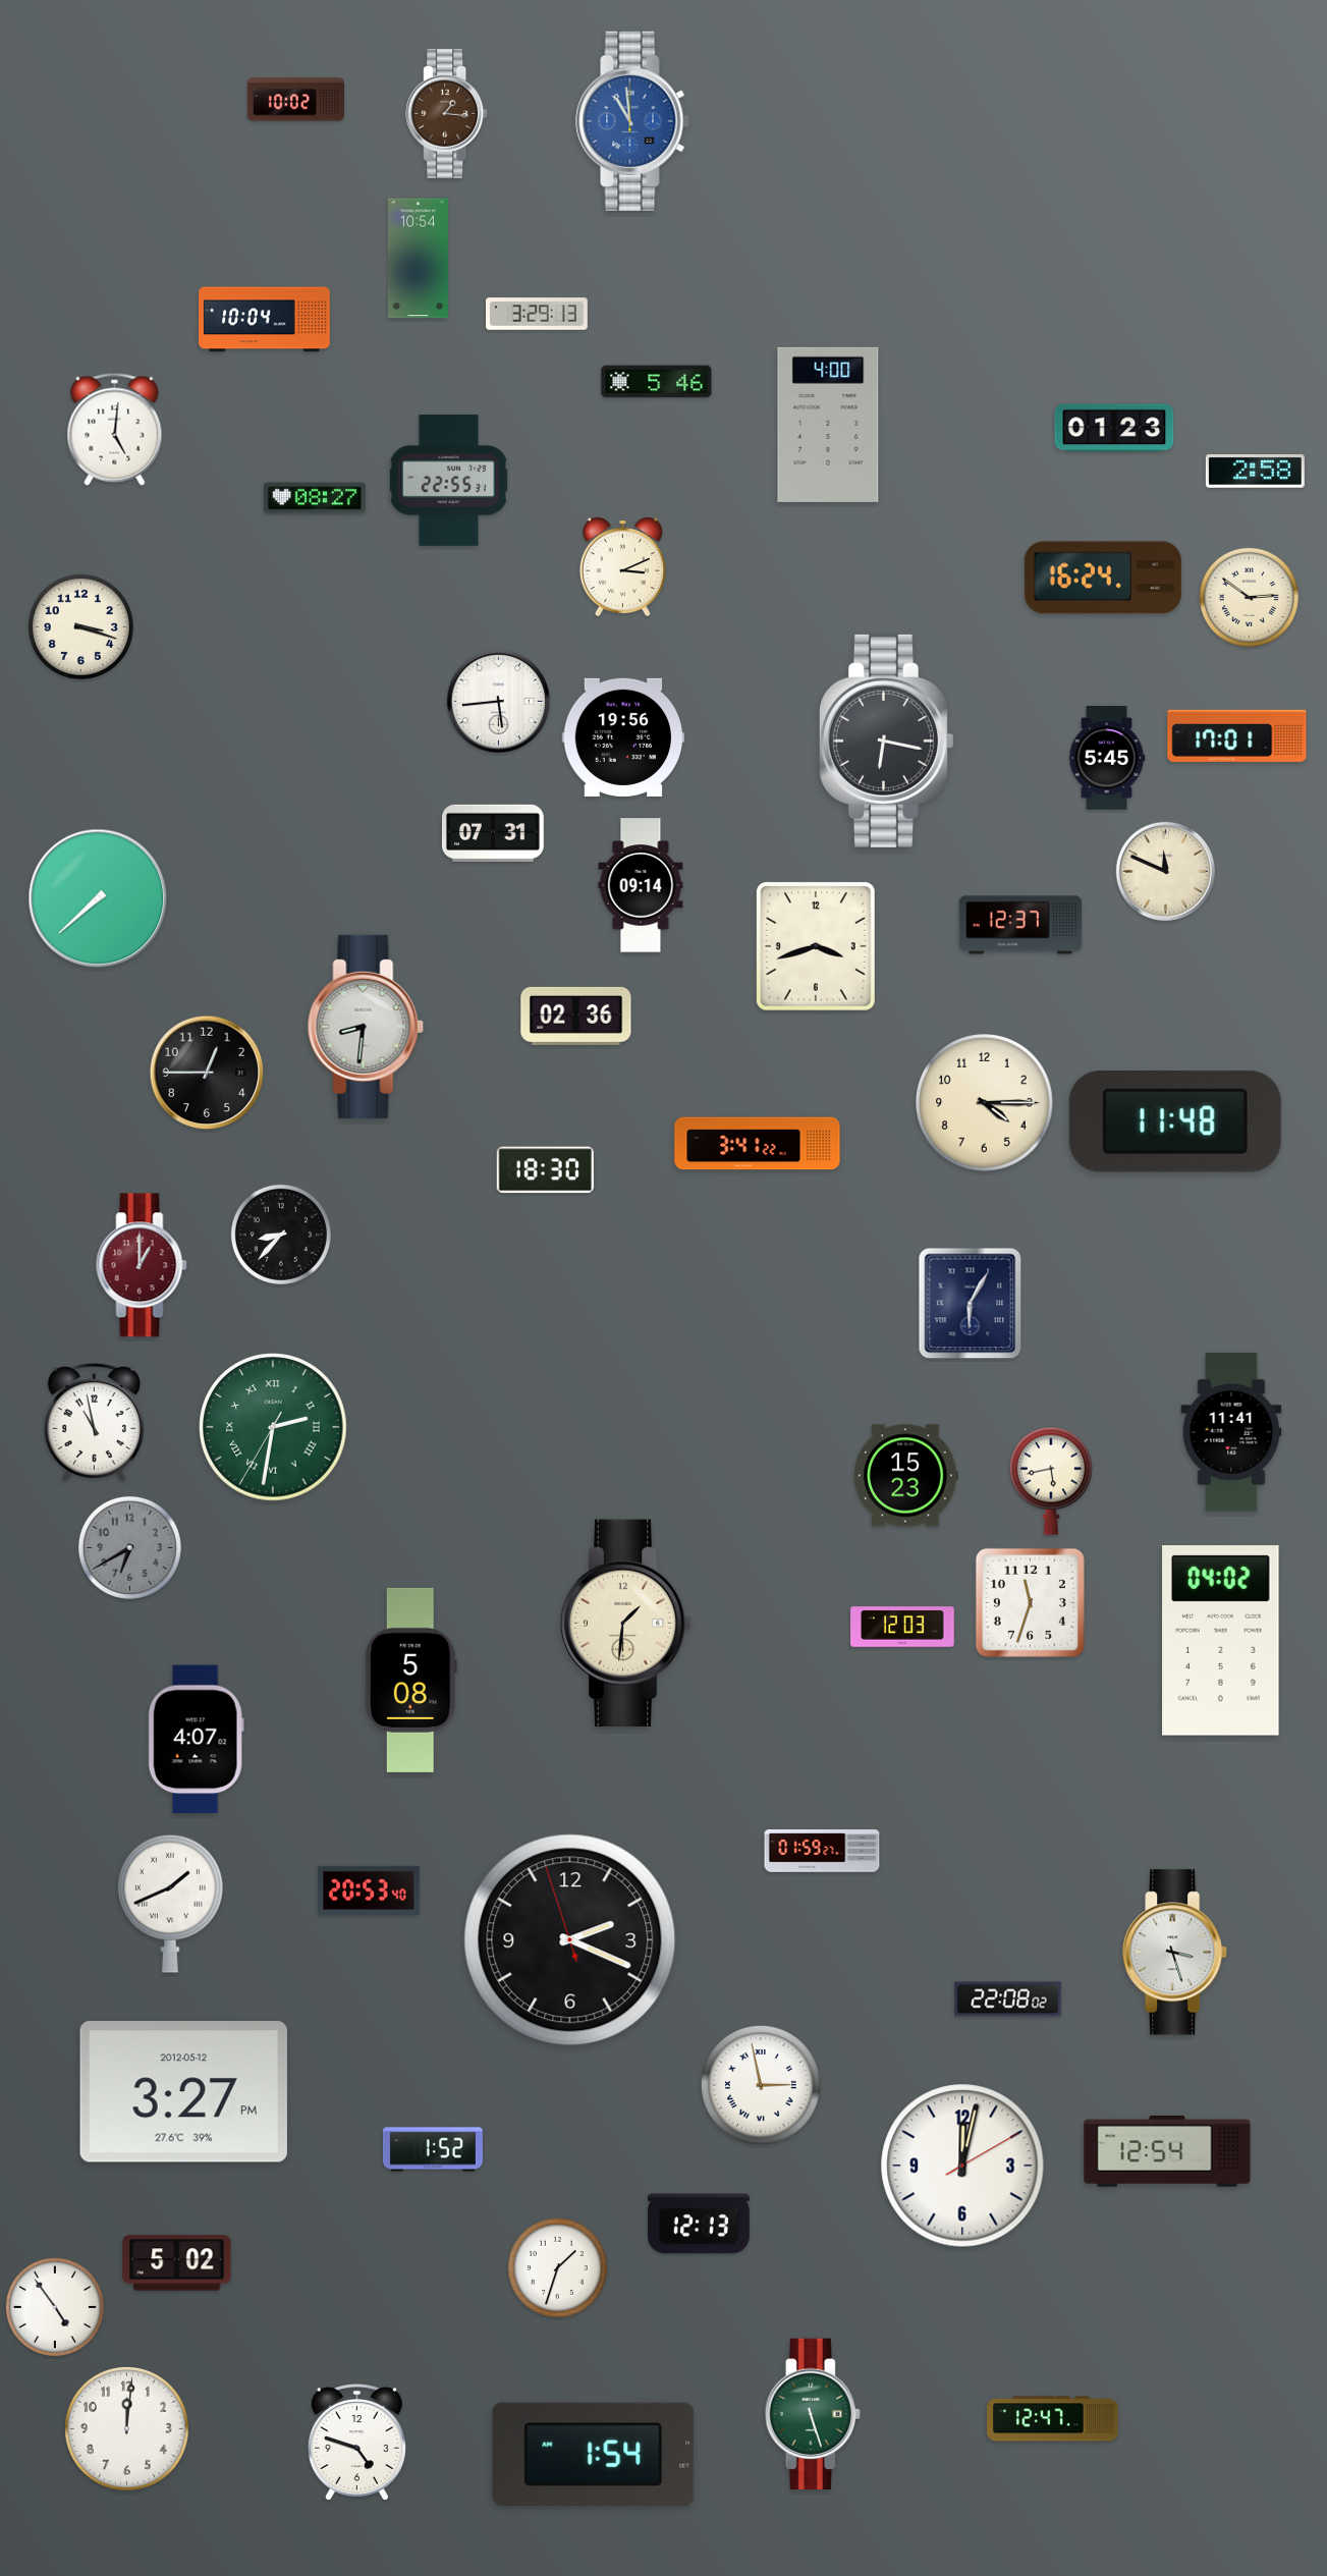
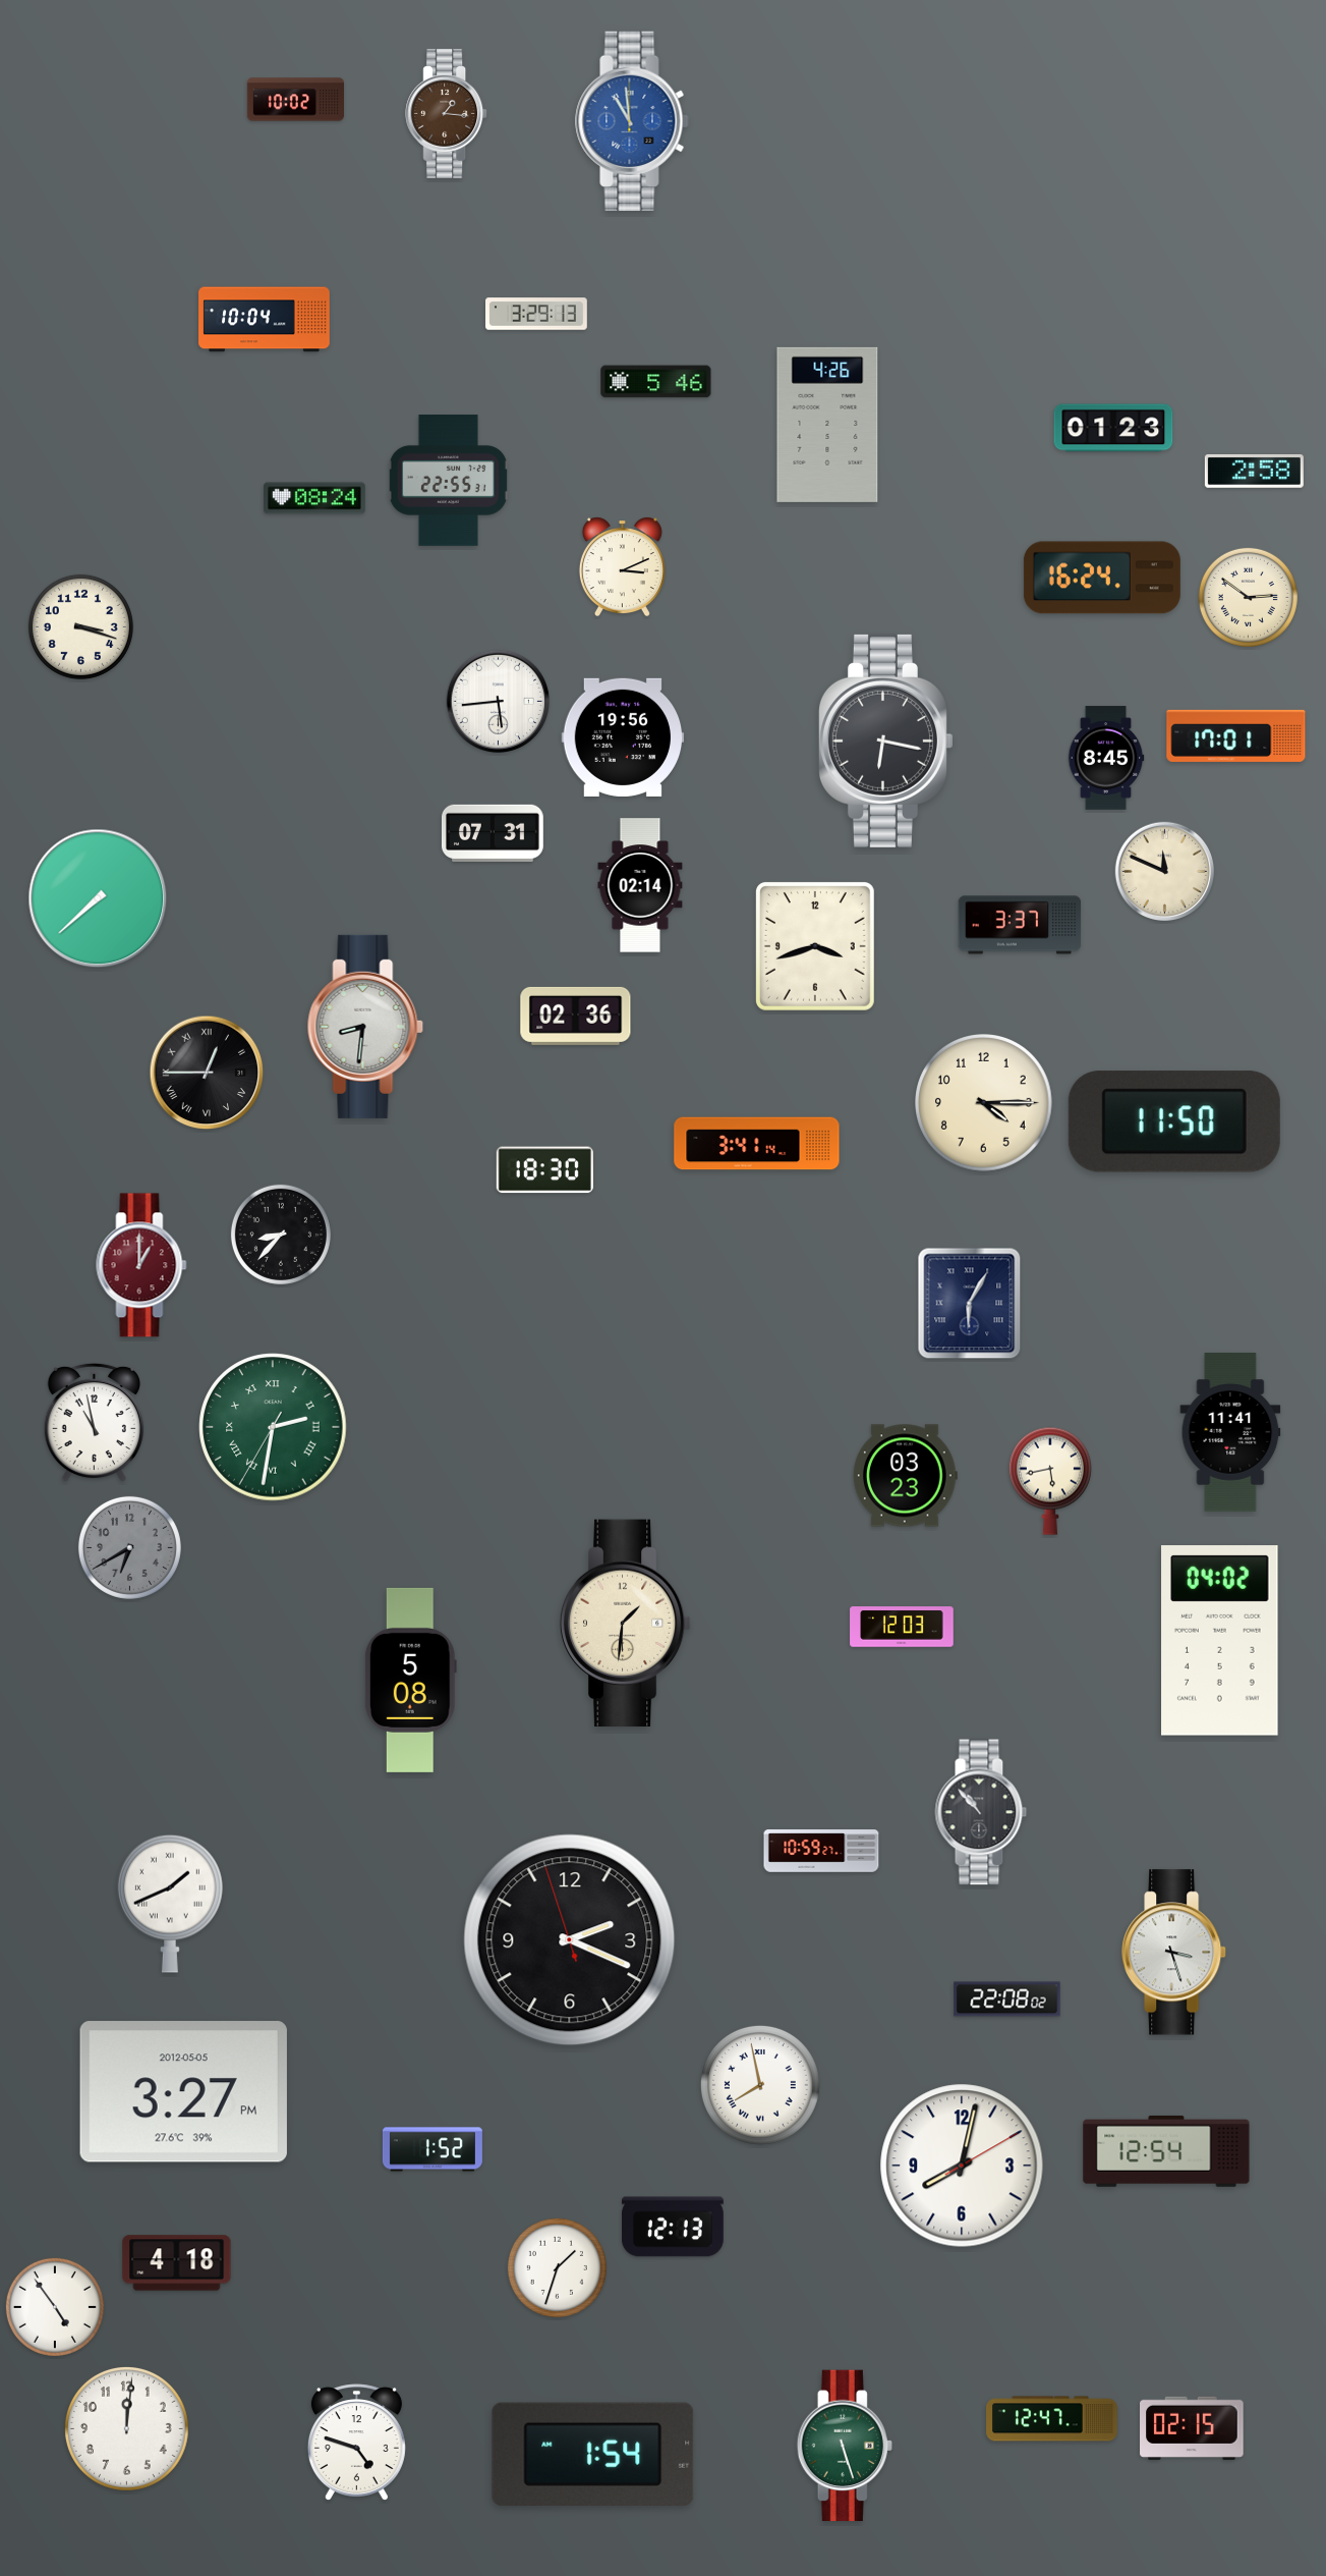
clock at (418, 259): 10:54 -> none
clock at (828, 425): 4:00 -> 4:26
clock at (115, 429): 5:01 -> none
clock at (316, 498): 08:27 -> 08:24
clock at (1107, 758): 5:45 -> 8:45
clock at (641, 885): 09:14 -> 02:14
clock at (1020, 925): 12:37 -> 3:37
clock at (207, 1073) numerals: Arabic -> Roman
clock at (1175, 1121): 11:48 -> 11:50
clock at (758, 1144): 3:41:22 -> 3:41:14
clock at (905, 1476): 15:23 -> 03:23
clock at (1030, 1602): 11:33 -> none
clock at (196, 1740): 4:07 -> none
clock at (981, 1812): none -> 10:53
clock at (822, 1851): 01:59 -> 10:59
clock at (369, 1890): 20:53 -> none
clock at (761, 2085): 2:58 -> 7:58
clock at (183, 2092) date: 2012-05-12 -> 2012-05-05
clock at (962, 2166): 12:02 -> 8:02
clock at (700, 2224) position: (700, 2224) -> (674, 2227)
clock at (177, 2263): 5:02 -> 4:18
clock at (813, 2413) position: (813, 2413) -> (845, 2445)
clock at (1192, 2428): none -> 02:15
